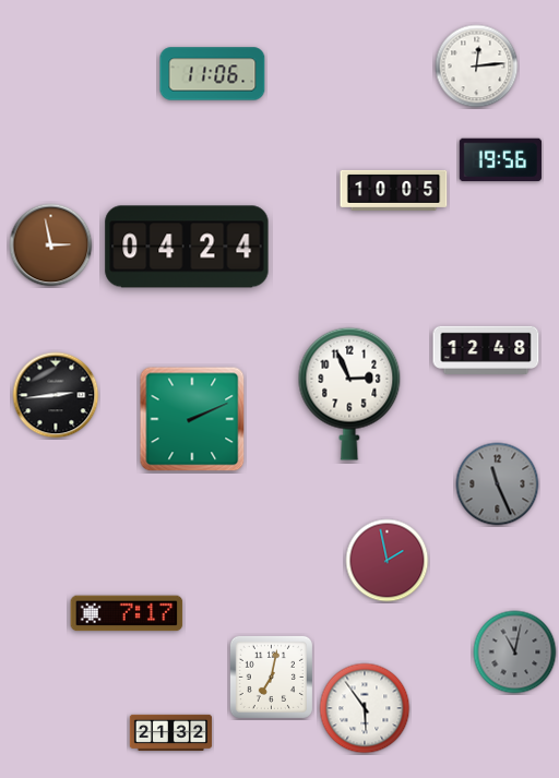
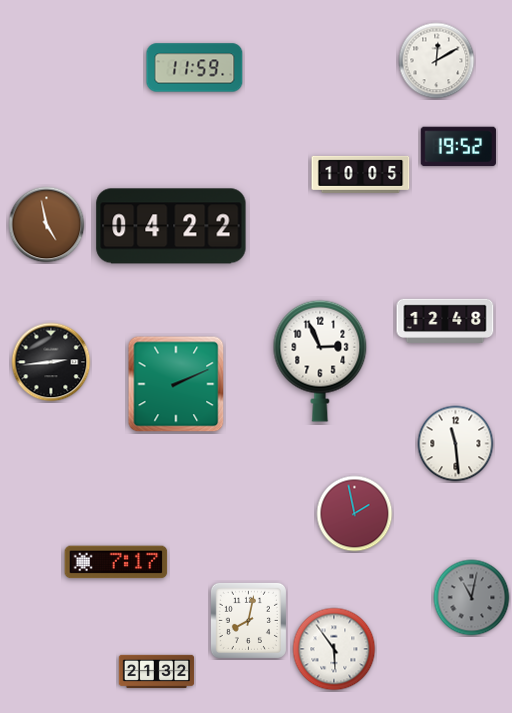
clock at (477, 67): 12:14 -> 12:10
clock at (213, 74): 11:06 -> 11:59
clock at (500, 160): 19:56 -> 19:52
clock at (51, 246): 2:58 -> 4:58
clock at (187, 247): 04:24 -> 04:22
clock at (498, 484): 11:26 -> 11:29
clock at (498, 484) dial: grey -> white
clock at (271, 677): 7:02 -> 8:02
